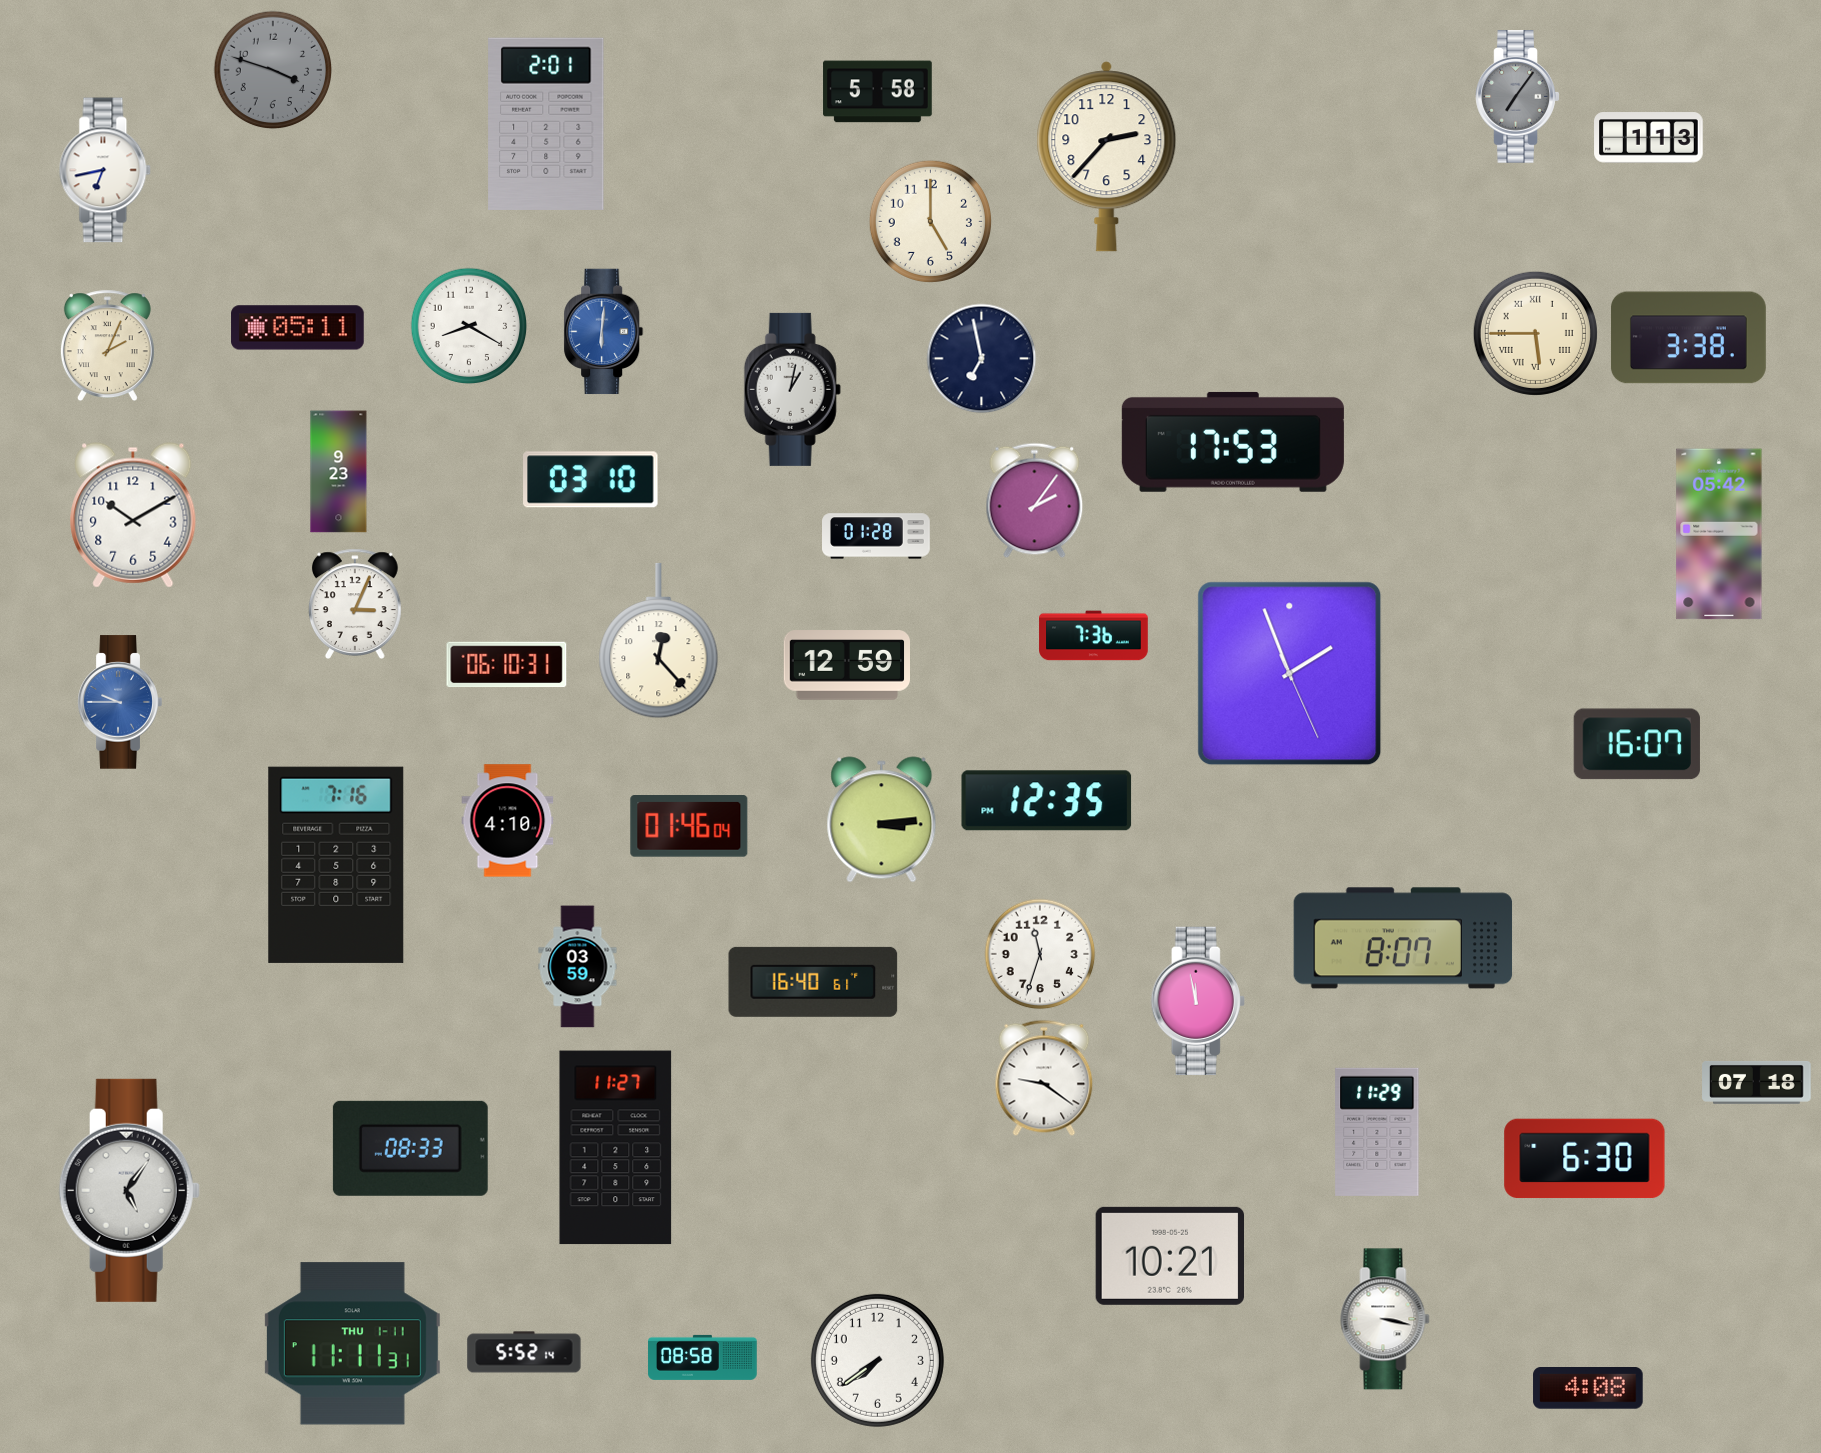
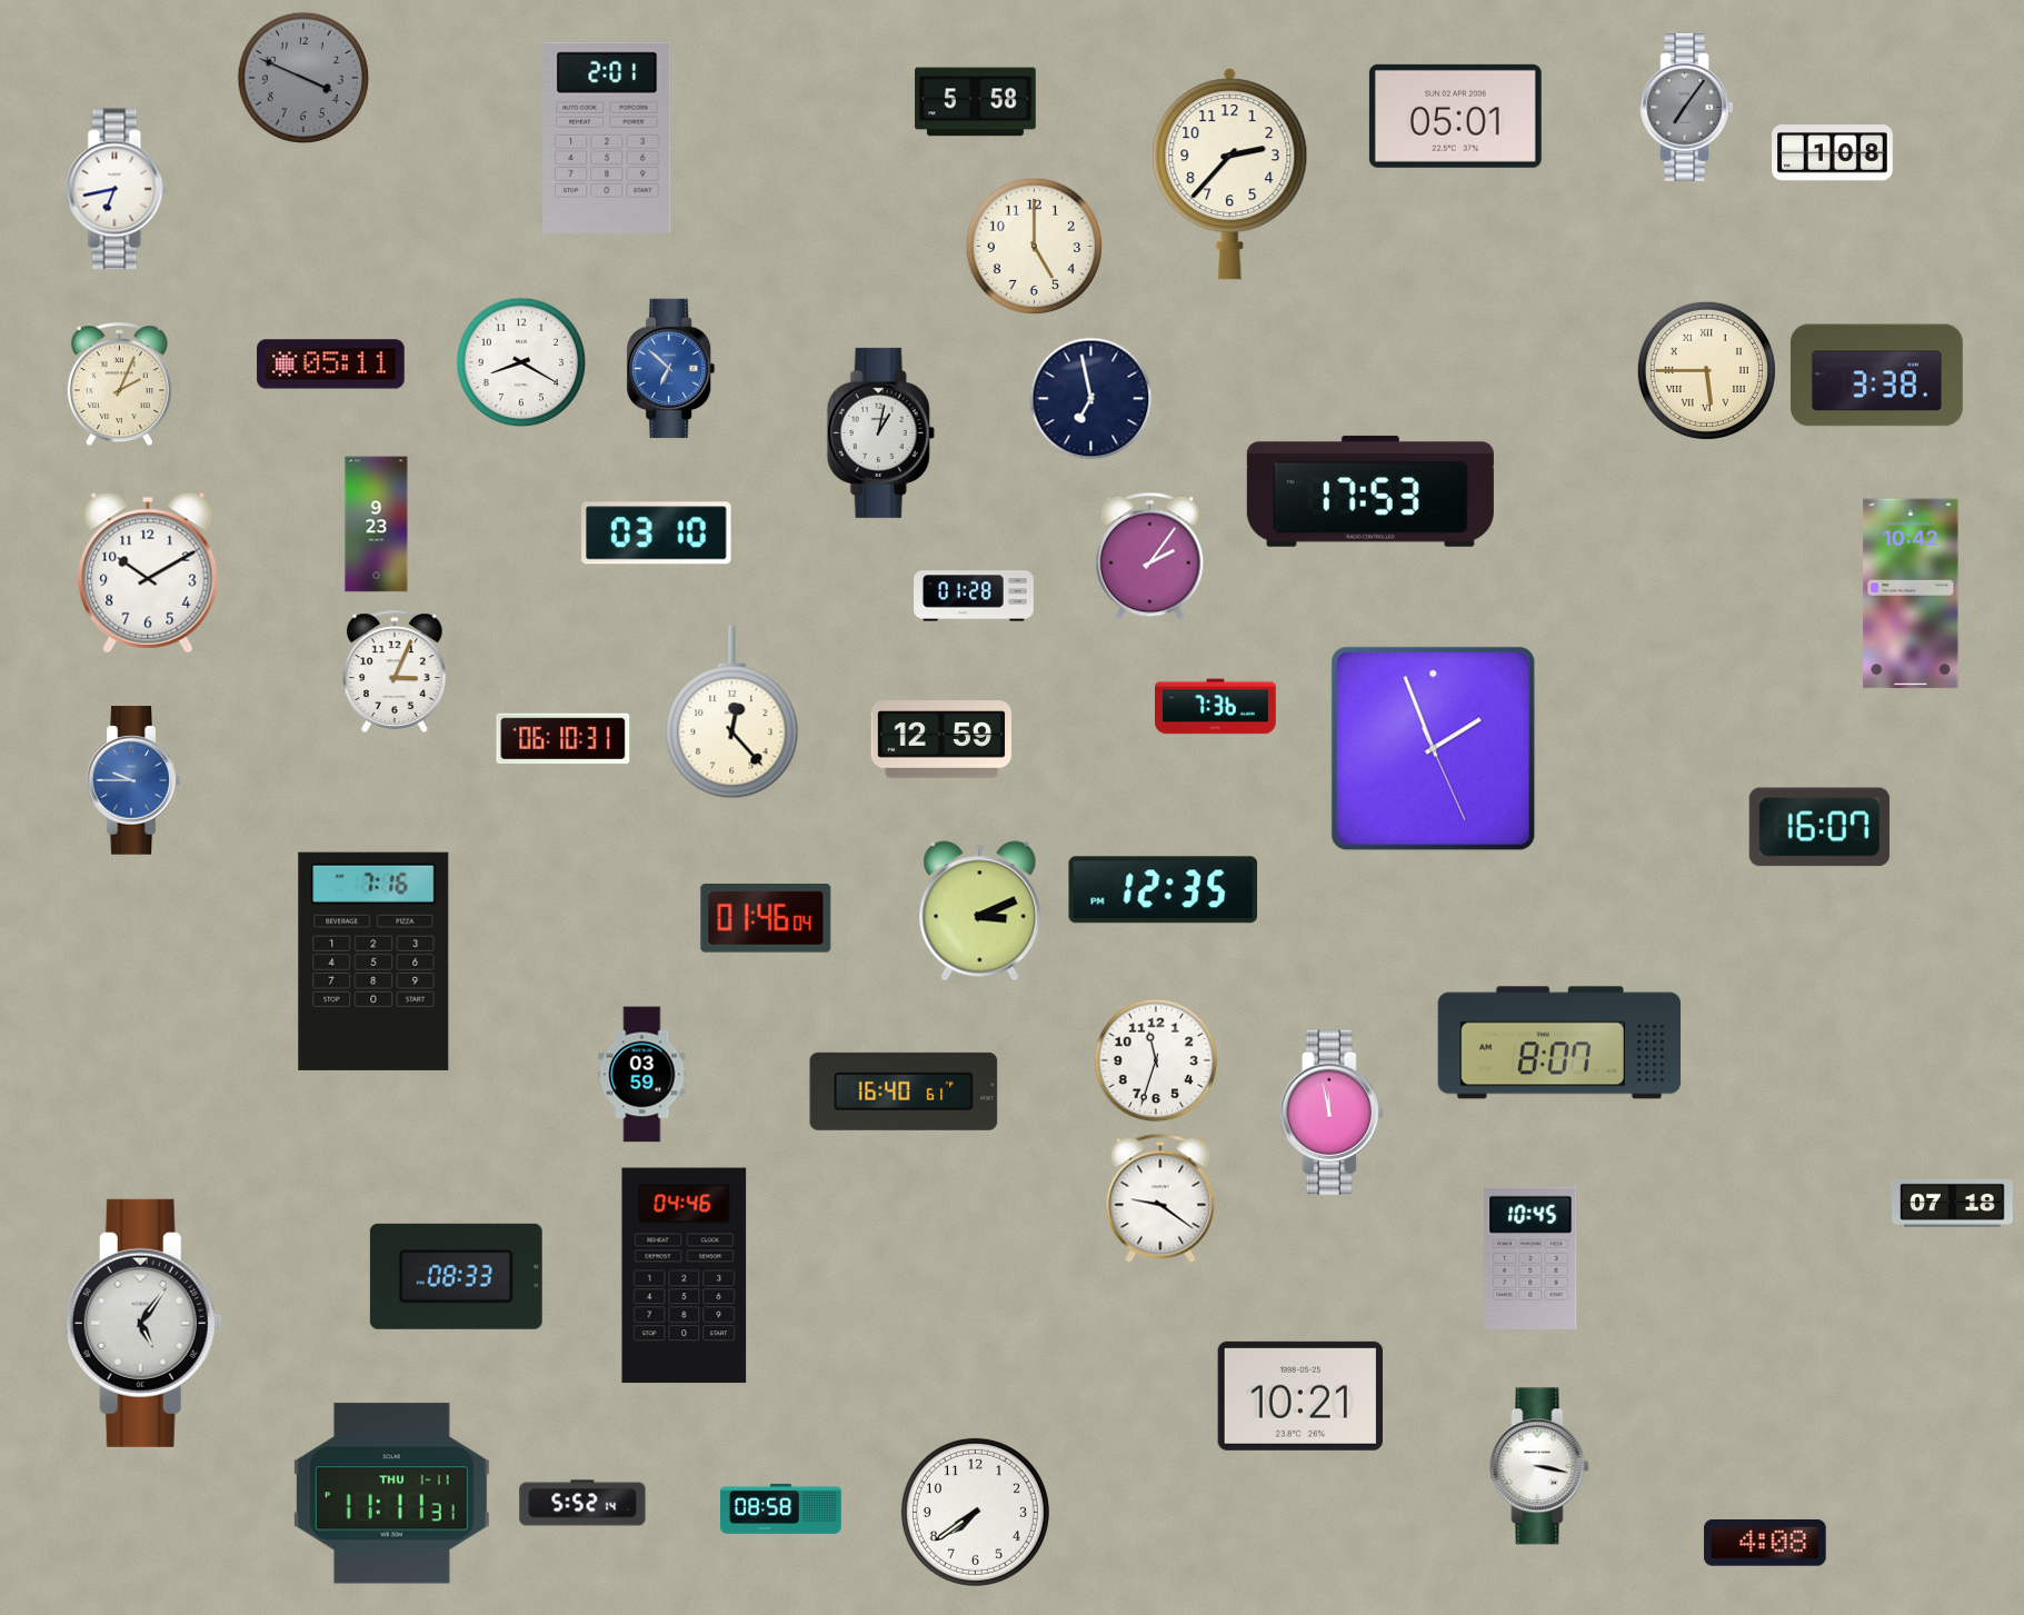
clock at (273, 70): 3:48 -> 3:49
clock at (1455, 116): none -> 05:01
clock at (1649, 138): 1:13 -> 1:08
clock at (604, 332): 6:01 -> 6:52
clock at (1719, 534): 05:42 -> 10:42
clock at (882, 820): 3:14 -> 3:11
clock at (508, 821): 4:10 -> none
clock at (1377, 1132): 11:29 -> 10:45
clock at (616, 1148): 11:27 -> 04:46
clock at (1585, 1159): 6:30 -> none
